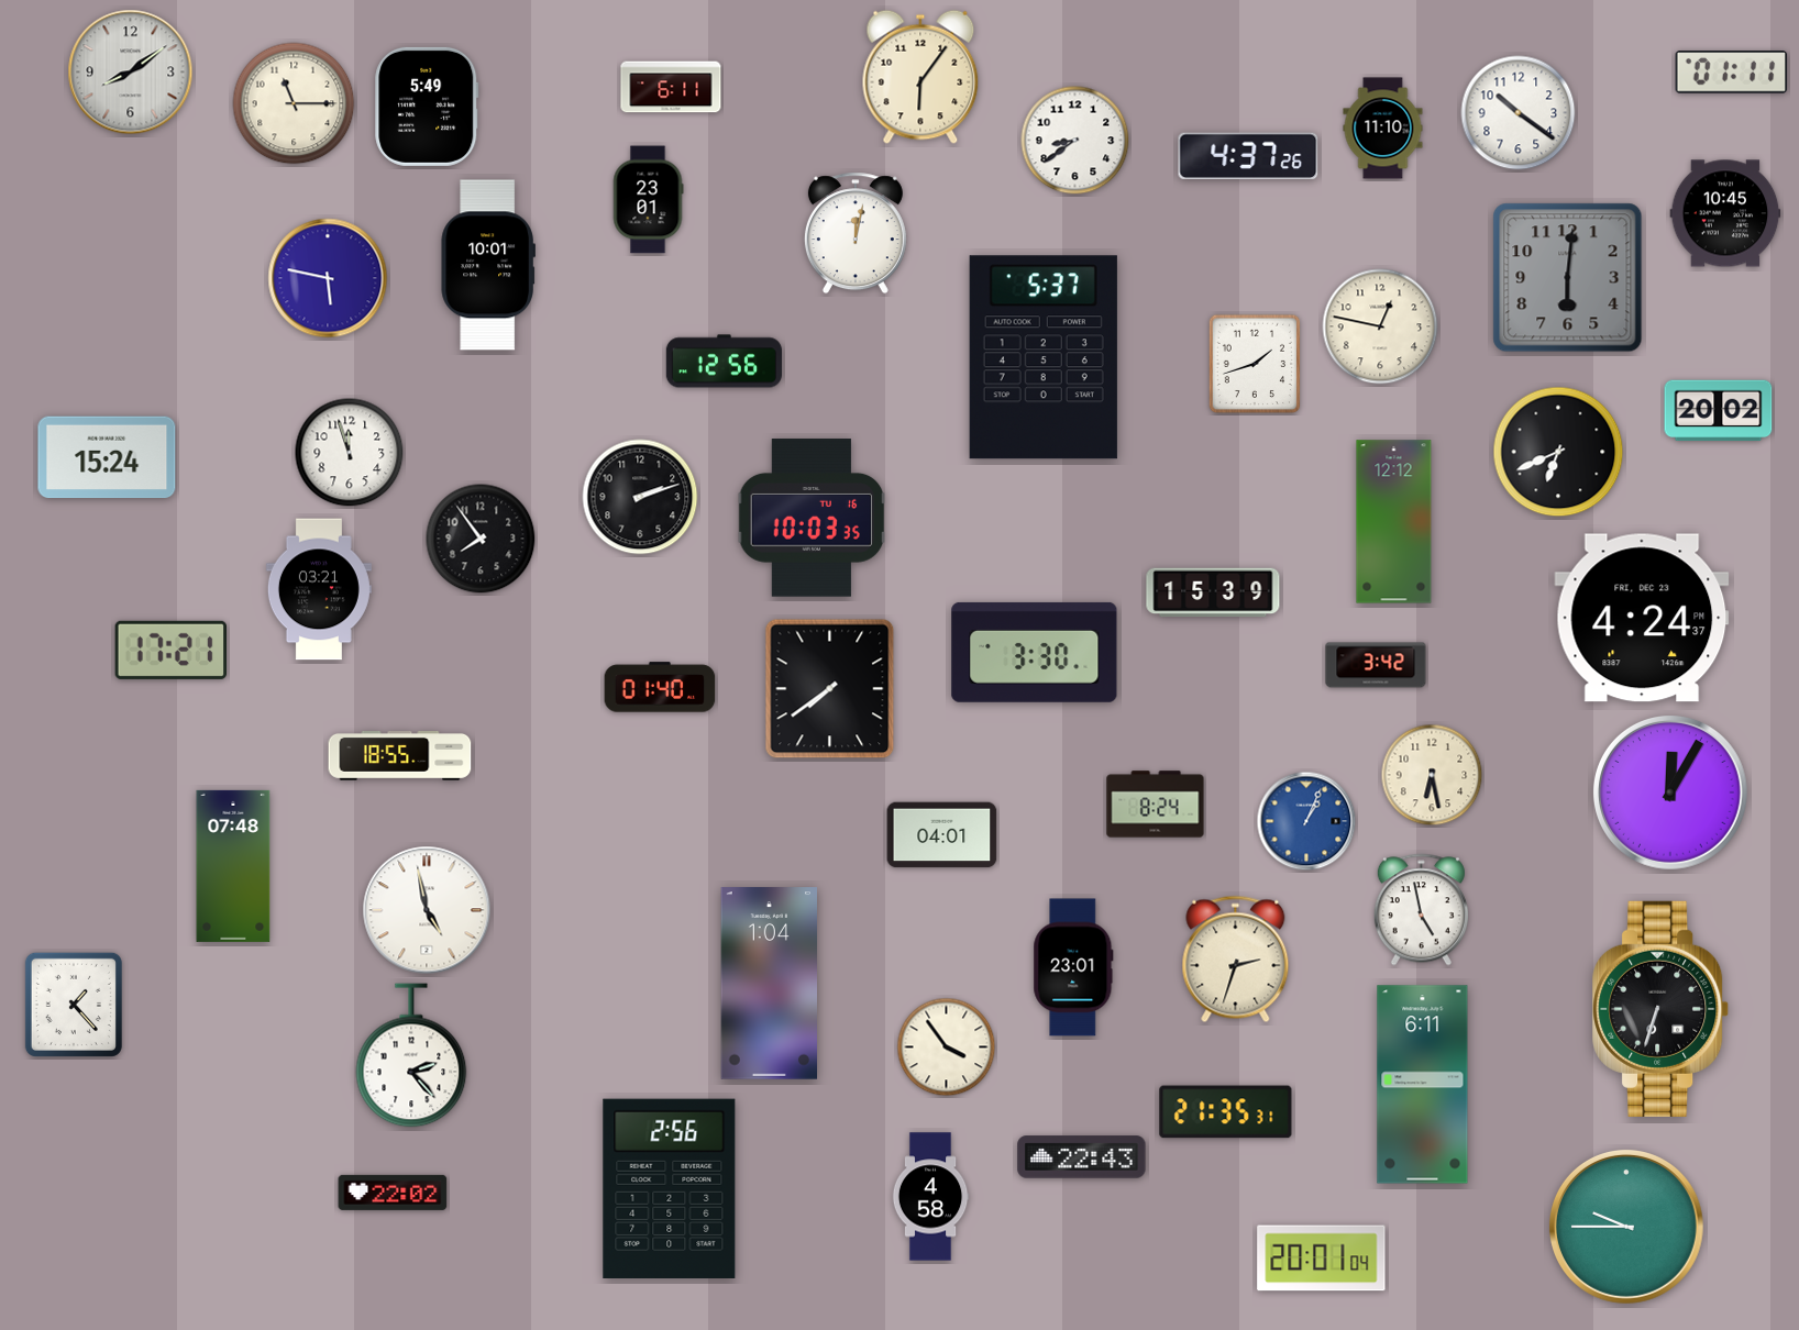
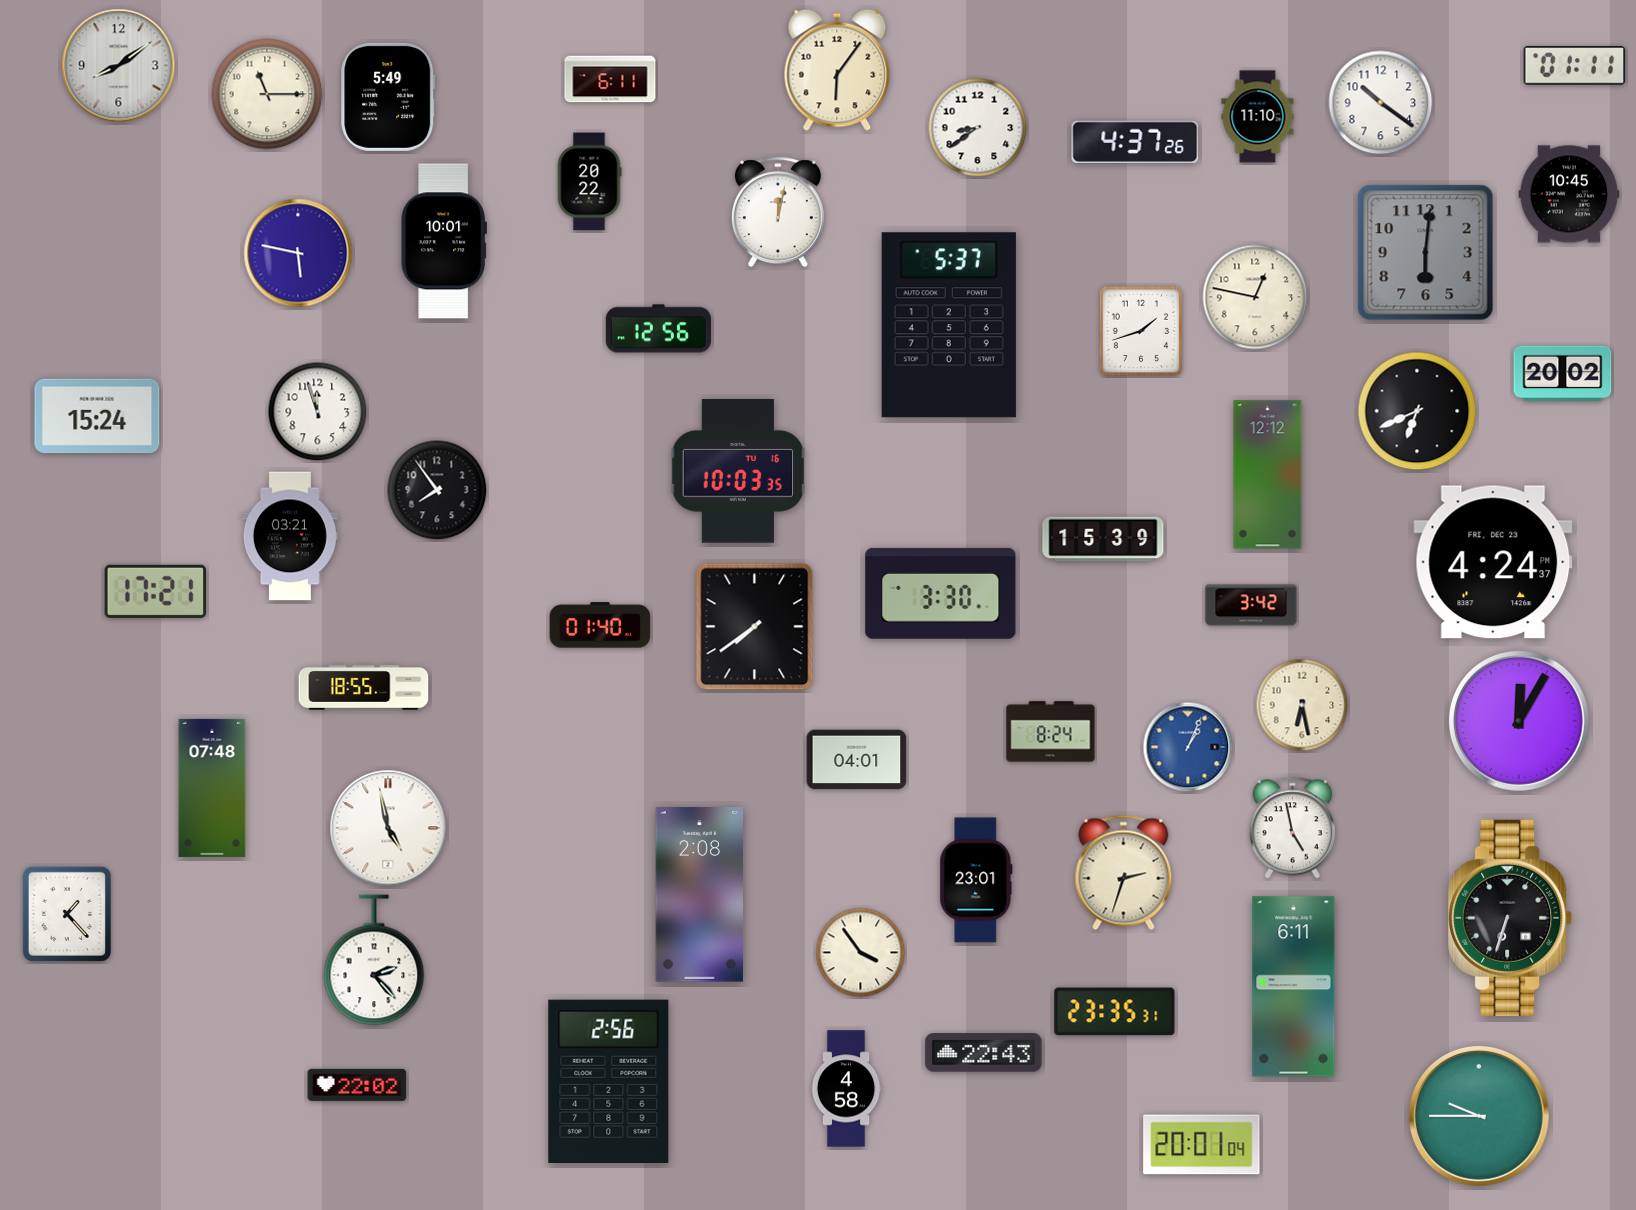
clock at (648, 200): 23:01 -> 20:22
clock at (640, 497): 2:12 -> none
clock at (769, 984): 1:04 -> 2:08
clock at (1226, 1112): 21:35 -> 23:35
